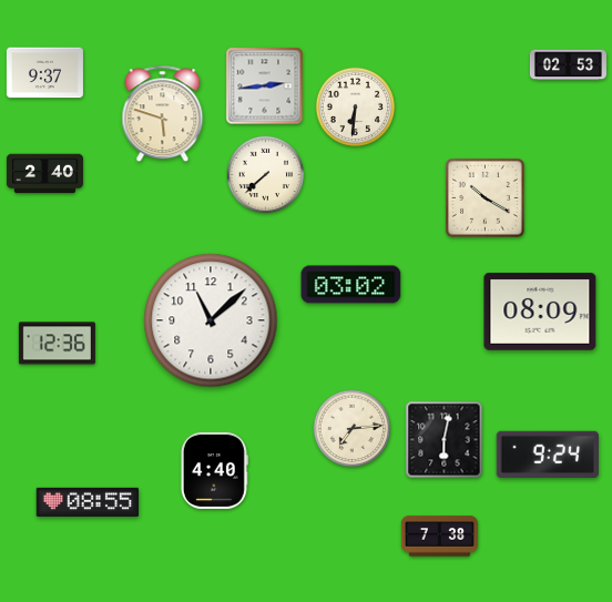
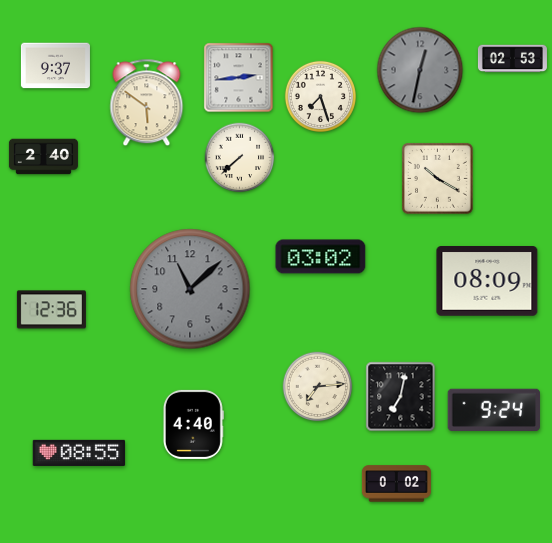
clock at (44, 73) position: (44, 73) -> (55, 66)
clock at (420, 70): none -> 12:32
clock at (355, 106): 6:31 -> 7:27
clock at (163, 114): 5:48 -> 5:51
clock at (44, 174) position: (44, 174) -> (43, 157)
clock at (351, 285) position: (351, 285) -> (321, 257)
clock at (211, 320) dial: white -> grey
clock at (445, 440): 6:02 -> 7:02
clock at (439, 537): 7:38 -> 0:02
